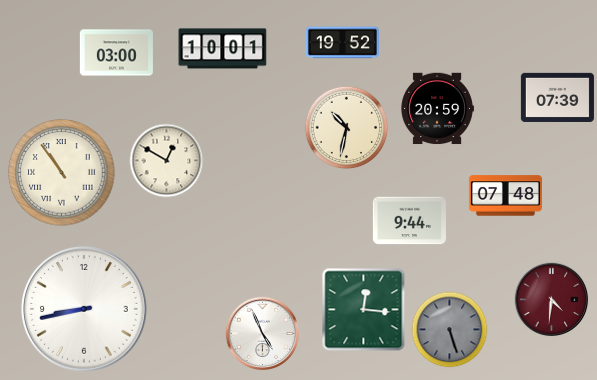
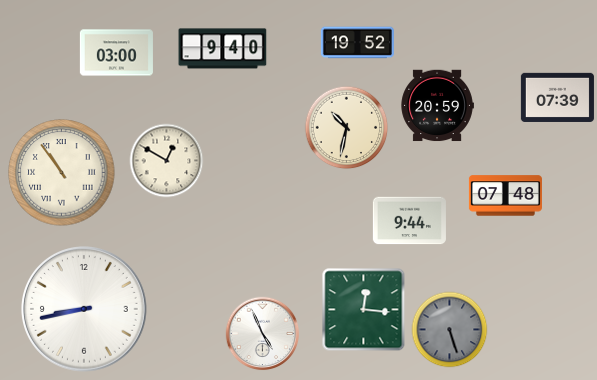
clock at (342, 43) position: (342, 43) -> (357, 43)
clock at (223, 49): 10:01 -> 9:40
clock at (437, 109) position: (437, 109) -> (437, 106)
clock at (552, 300): 4:31 -> none
